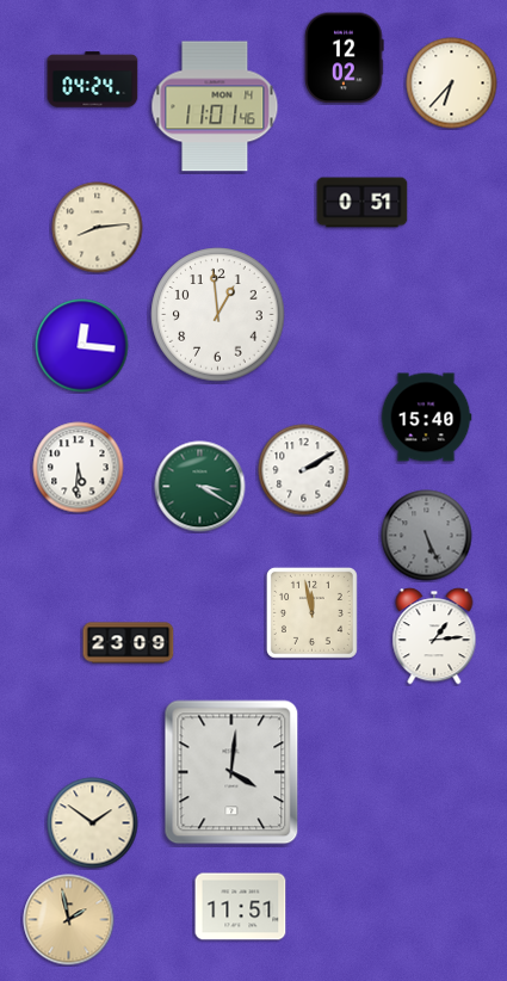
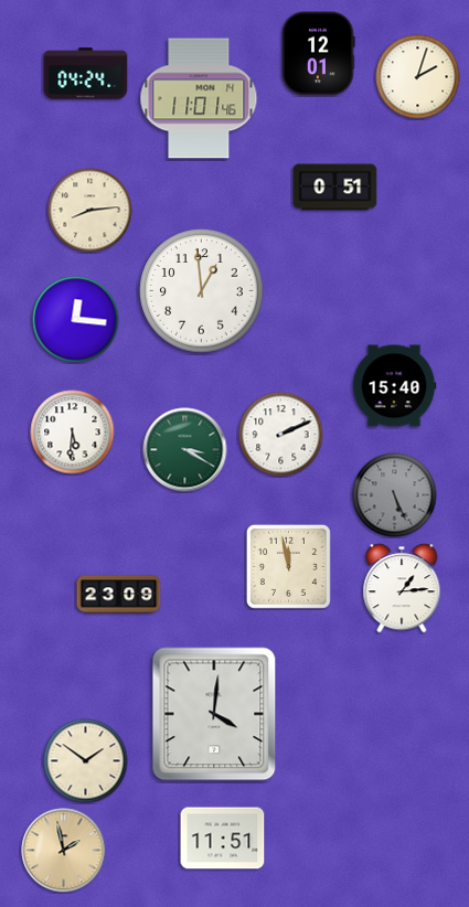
clock at (345, 58): 12:02 -> 12:01
clock at (452, 84): 6:37 -> 2:03
clock at (304, 470): 2:10 -> 2:11
